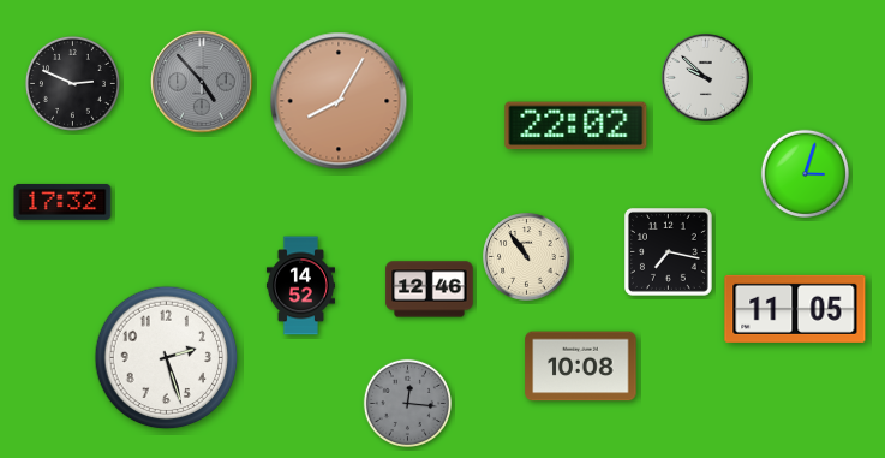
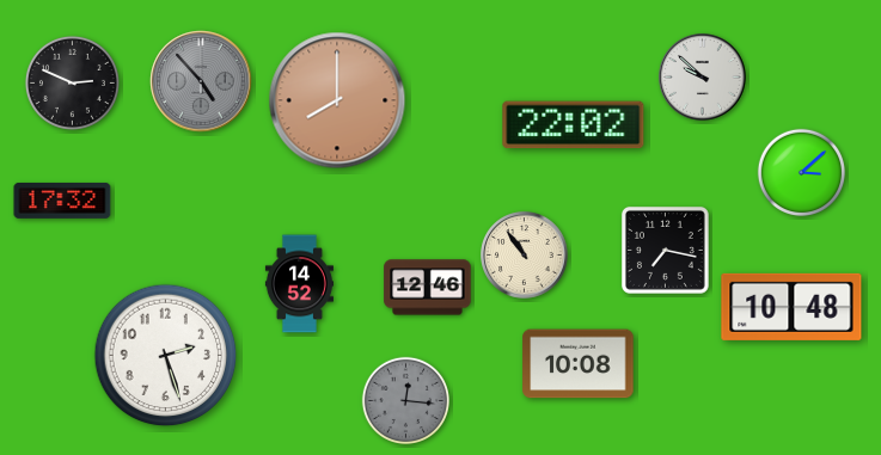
clock at (339, 101): 8:05 -> 8:00
clock at (805, 173): 3:03 -> 3:08
clock at (795, 309): 11:05 -> 10:48
